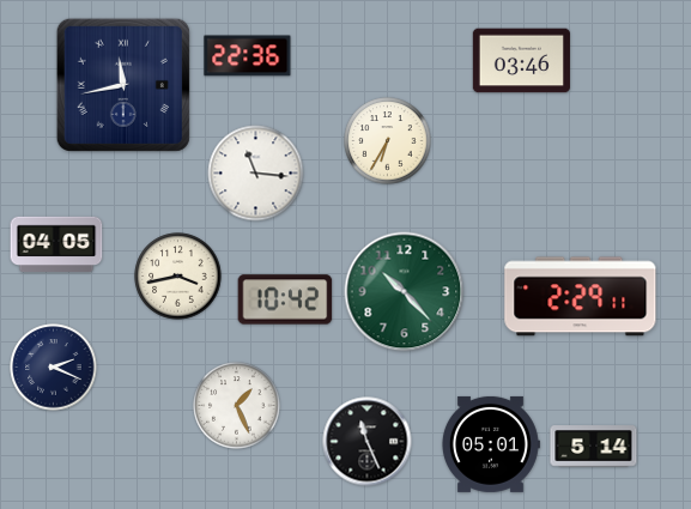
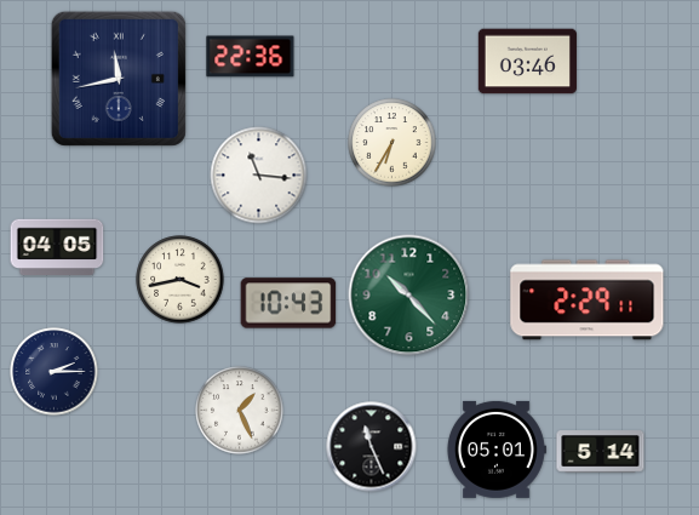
clock at (123, 85) position: (123, 85) -> (119, 79)
clock at (285, 299): 10:42 -> 10:43
clock at (54, 368): 2:19 -> 2:15
